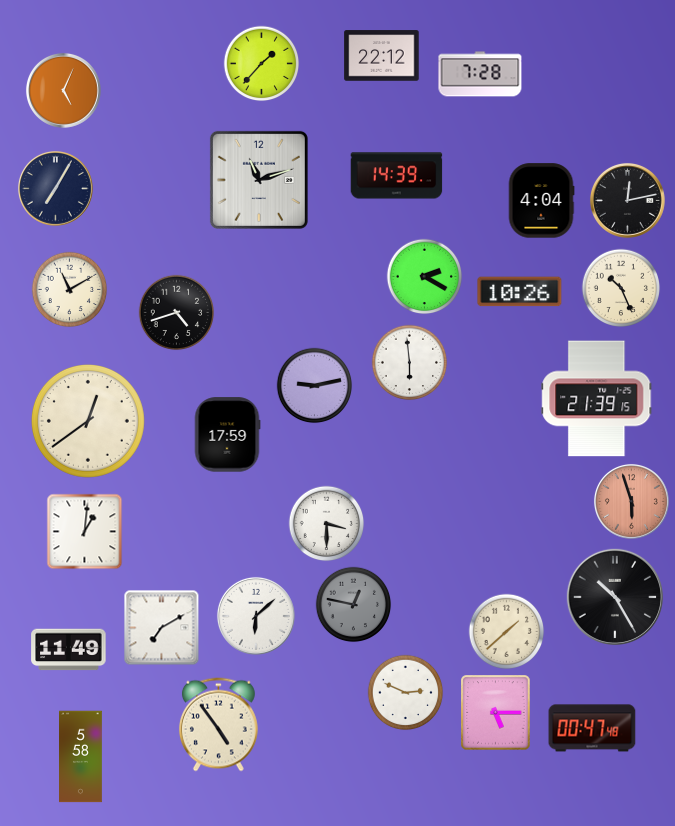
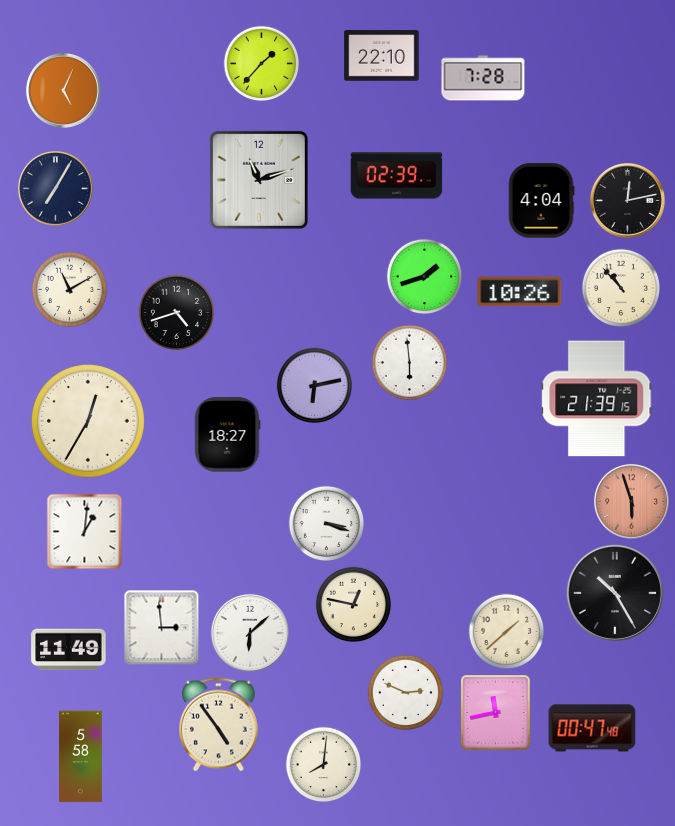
clock at (382, 56): 22:12 -> 22:10
clock at (480, 74) position: (480, 74) -> (483, 78)
clock at (397, 176): 14:39 -> 02:39
clock at (425, 277): 2:20 -> 1:42
clock at (621, 288): 10:26 -> 10:53
clock at (315, 386): 9:13 -> 6:13
clock at (88, 421): 12:39 -> 12:35
clock at (227, 435): 17:59 -> 18:27
clock at (327, 524): 3:30 -> 3:18
clock at (615, 597) position: (615, 597) -> (615, 593)
clock at (354, 605) dial: grey -> cream
clock at (256, 616) position: (256, 616) -> (250, 633)
clock at (162, 628): 7:10 -> 2:59
clock at (496, 713): 5:15 -> 11:43
clock at (324, 765): none -> 8:01
